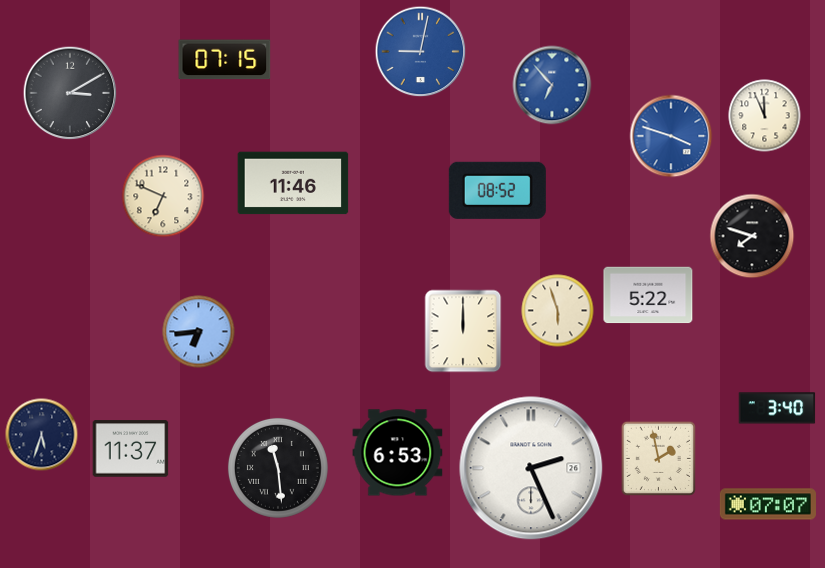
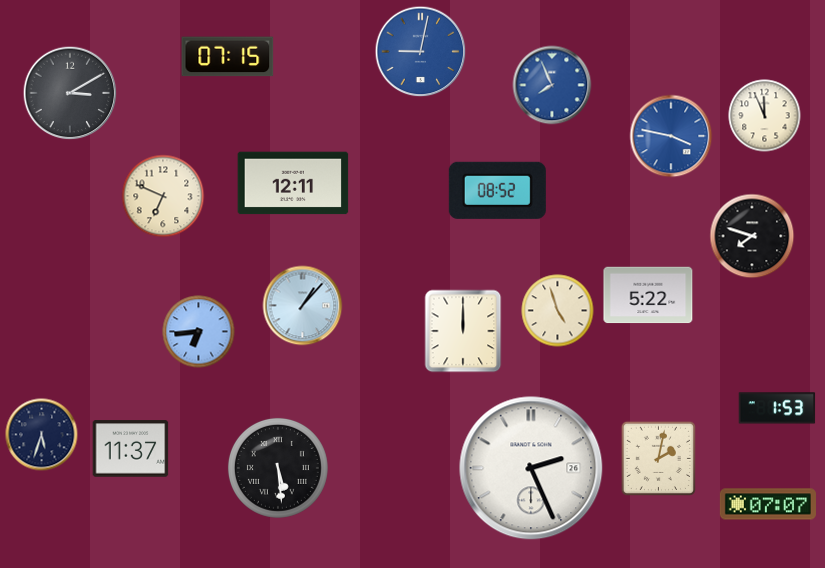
clock at (225, 60) position: (225, 60) -> (228, 57)
clock at (552, 85): 6:53 -> 7:56
clock at (671, 136): 3:48 -> 3:47
clock at (293, 183): 11:46 -> 12:11
clock at (303, 306): none -> 1:07
clock at (558, 311): 5:57 -> 4:57
clock at (777, 408): 3:40 -> 1:53
clock at (398, 453): 6:53 -> none
clock at (658, 458): 1:58 -> 2:02
clock at (278, 468): 11:29 -> 5:29
